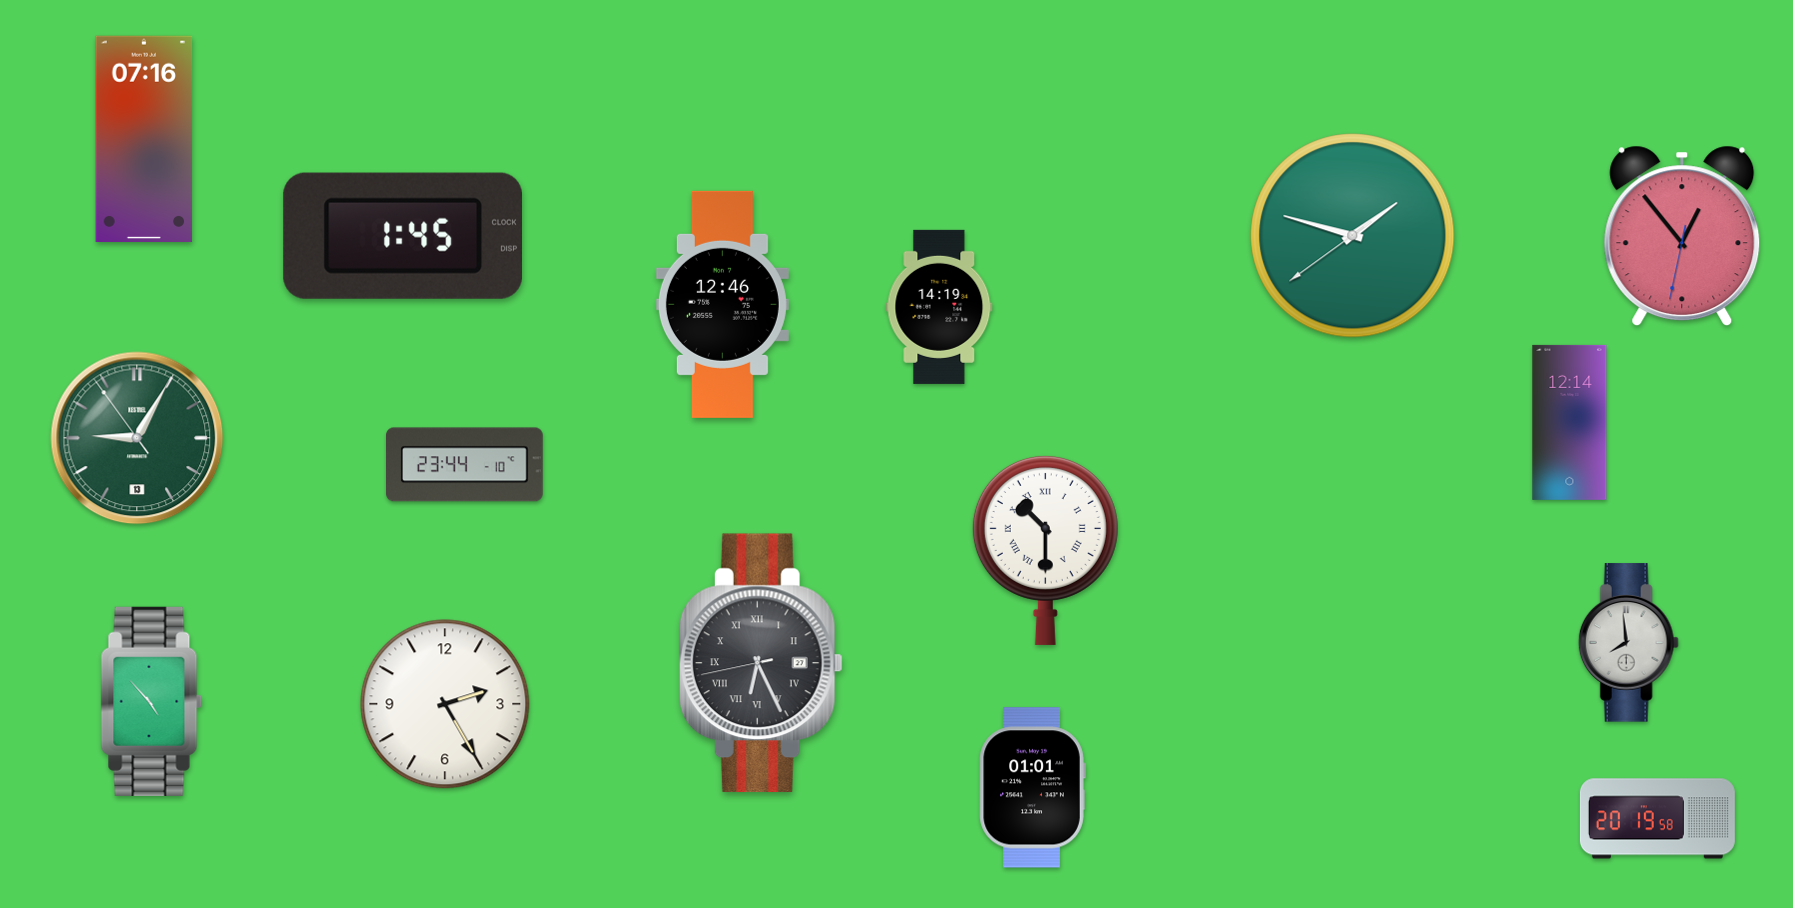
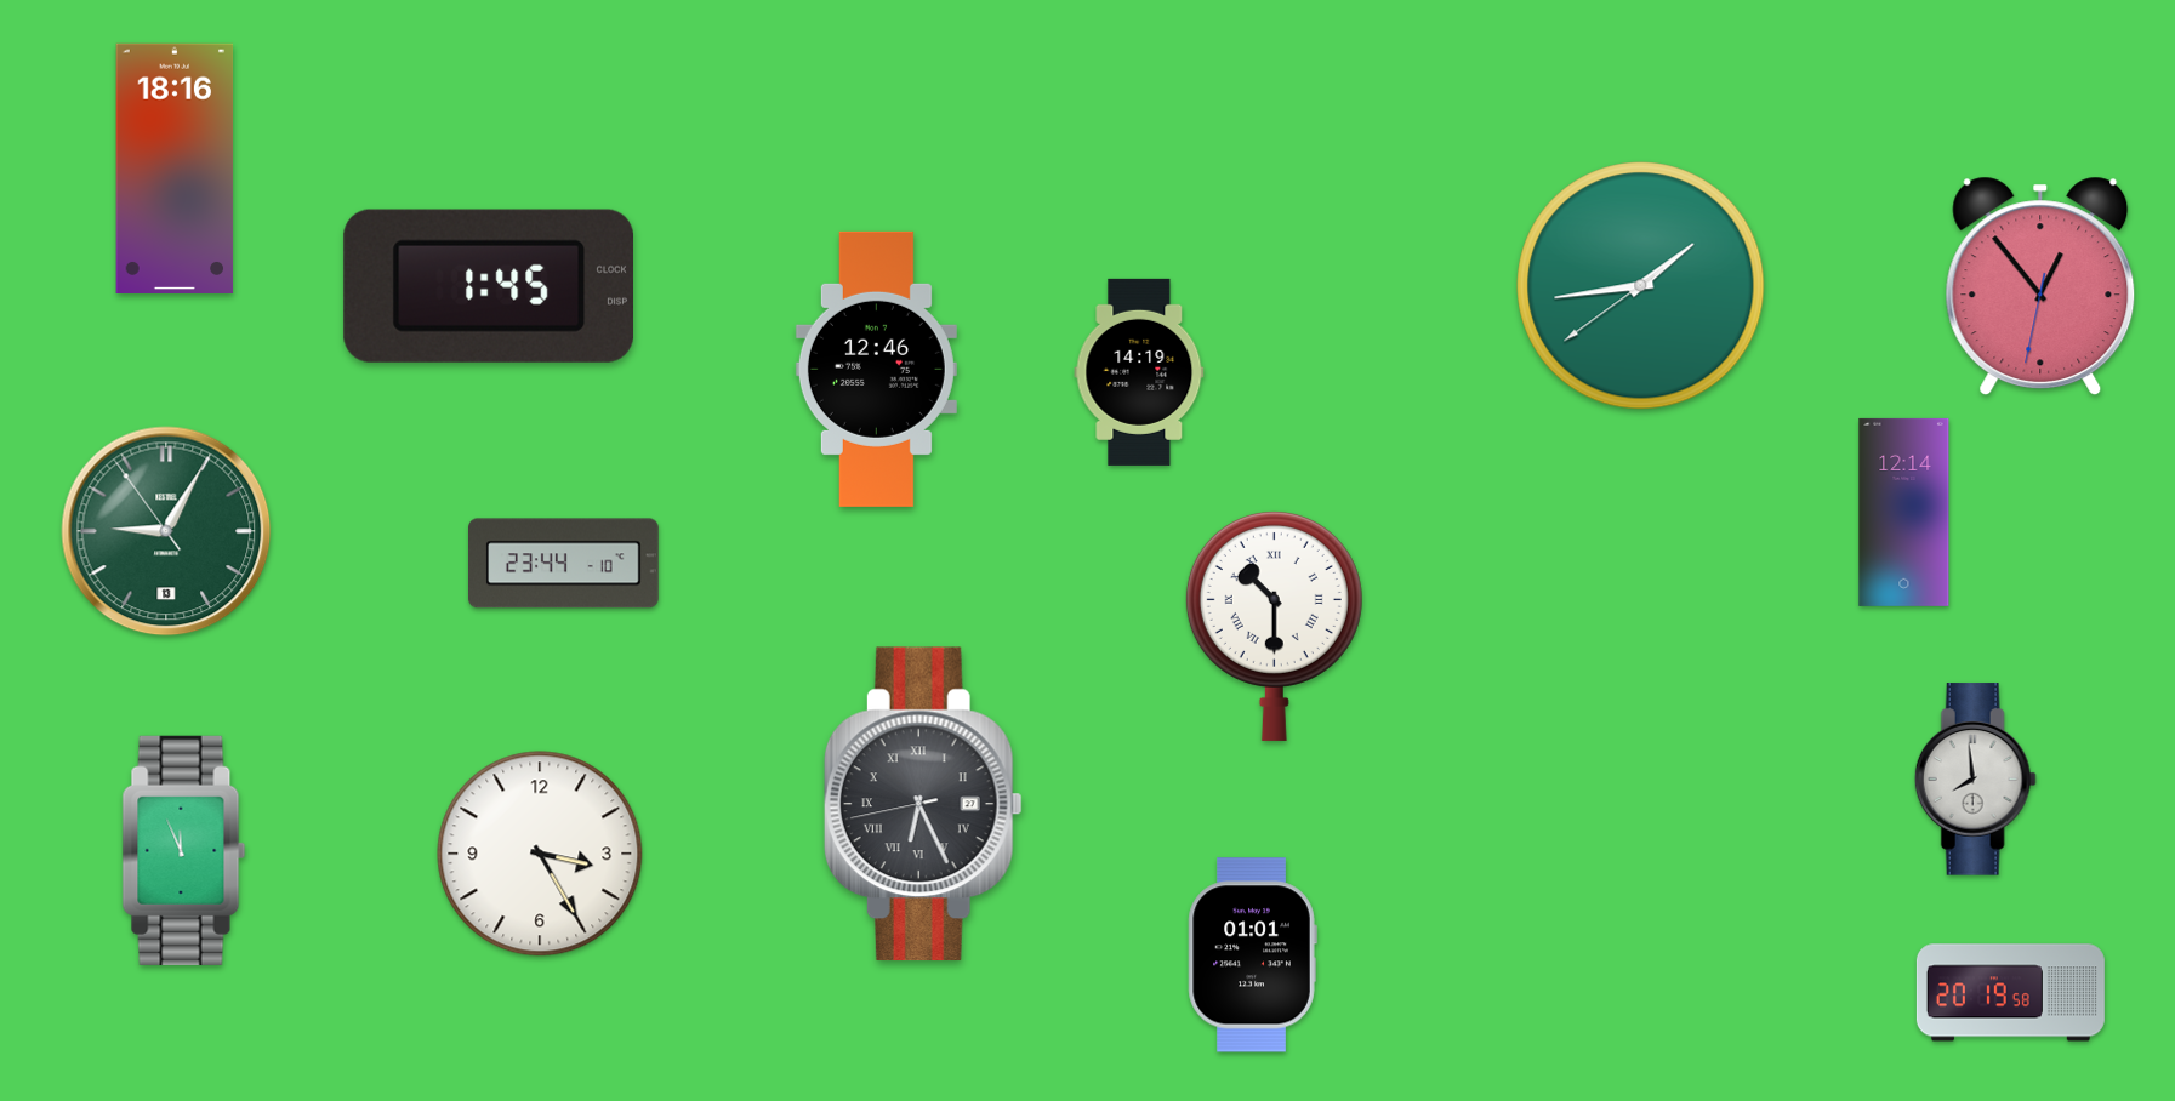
clock at (144, 138): 07:16 -> 18:16
clock at (1353, 236): 1:47 -> 1:43
clock at (1045, 550) position: (1045, 550) -> (1274, 626)
clock at (152, 701): 4:53 -> 11:56
clock at (445, 704): 2:25 -> 3:25
